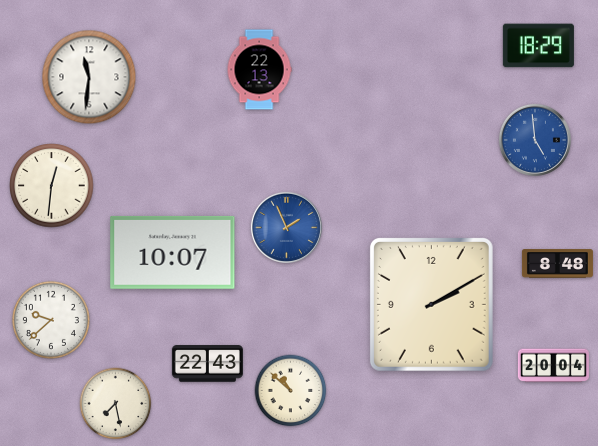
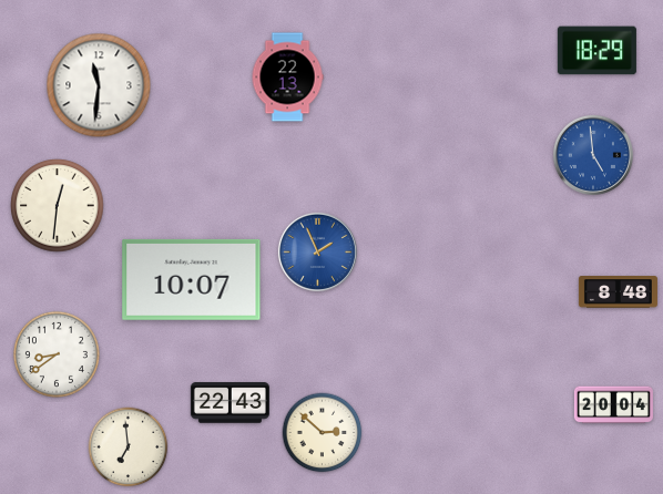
clock at (431, 304): 2:10 -> none
clock at (51, 320): 9:38 -> 8:39
clock at (291, 391): 10:52 -> 2:52
clock at (116, 404): 7:28 -> 6:59
